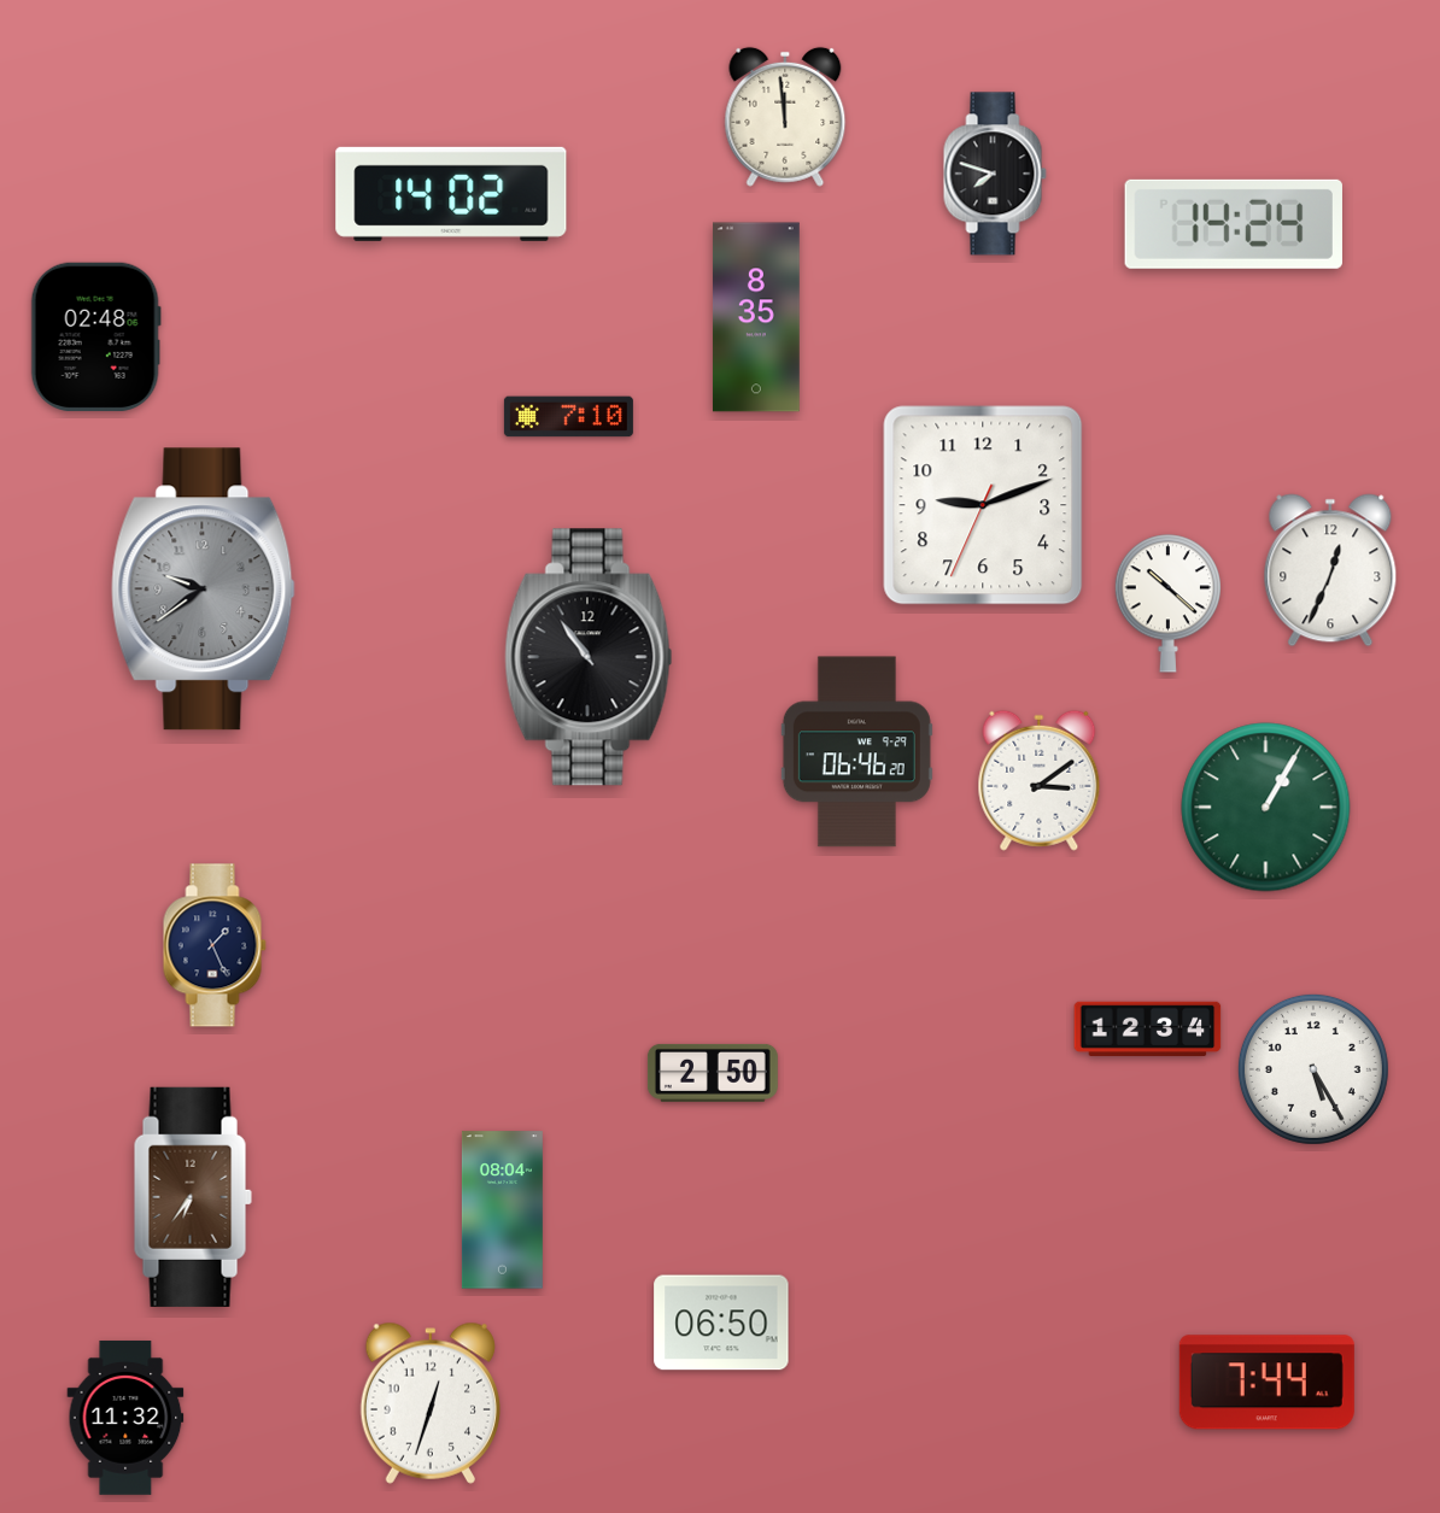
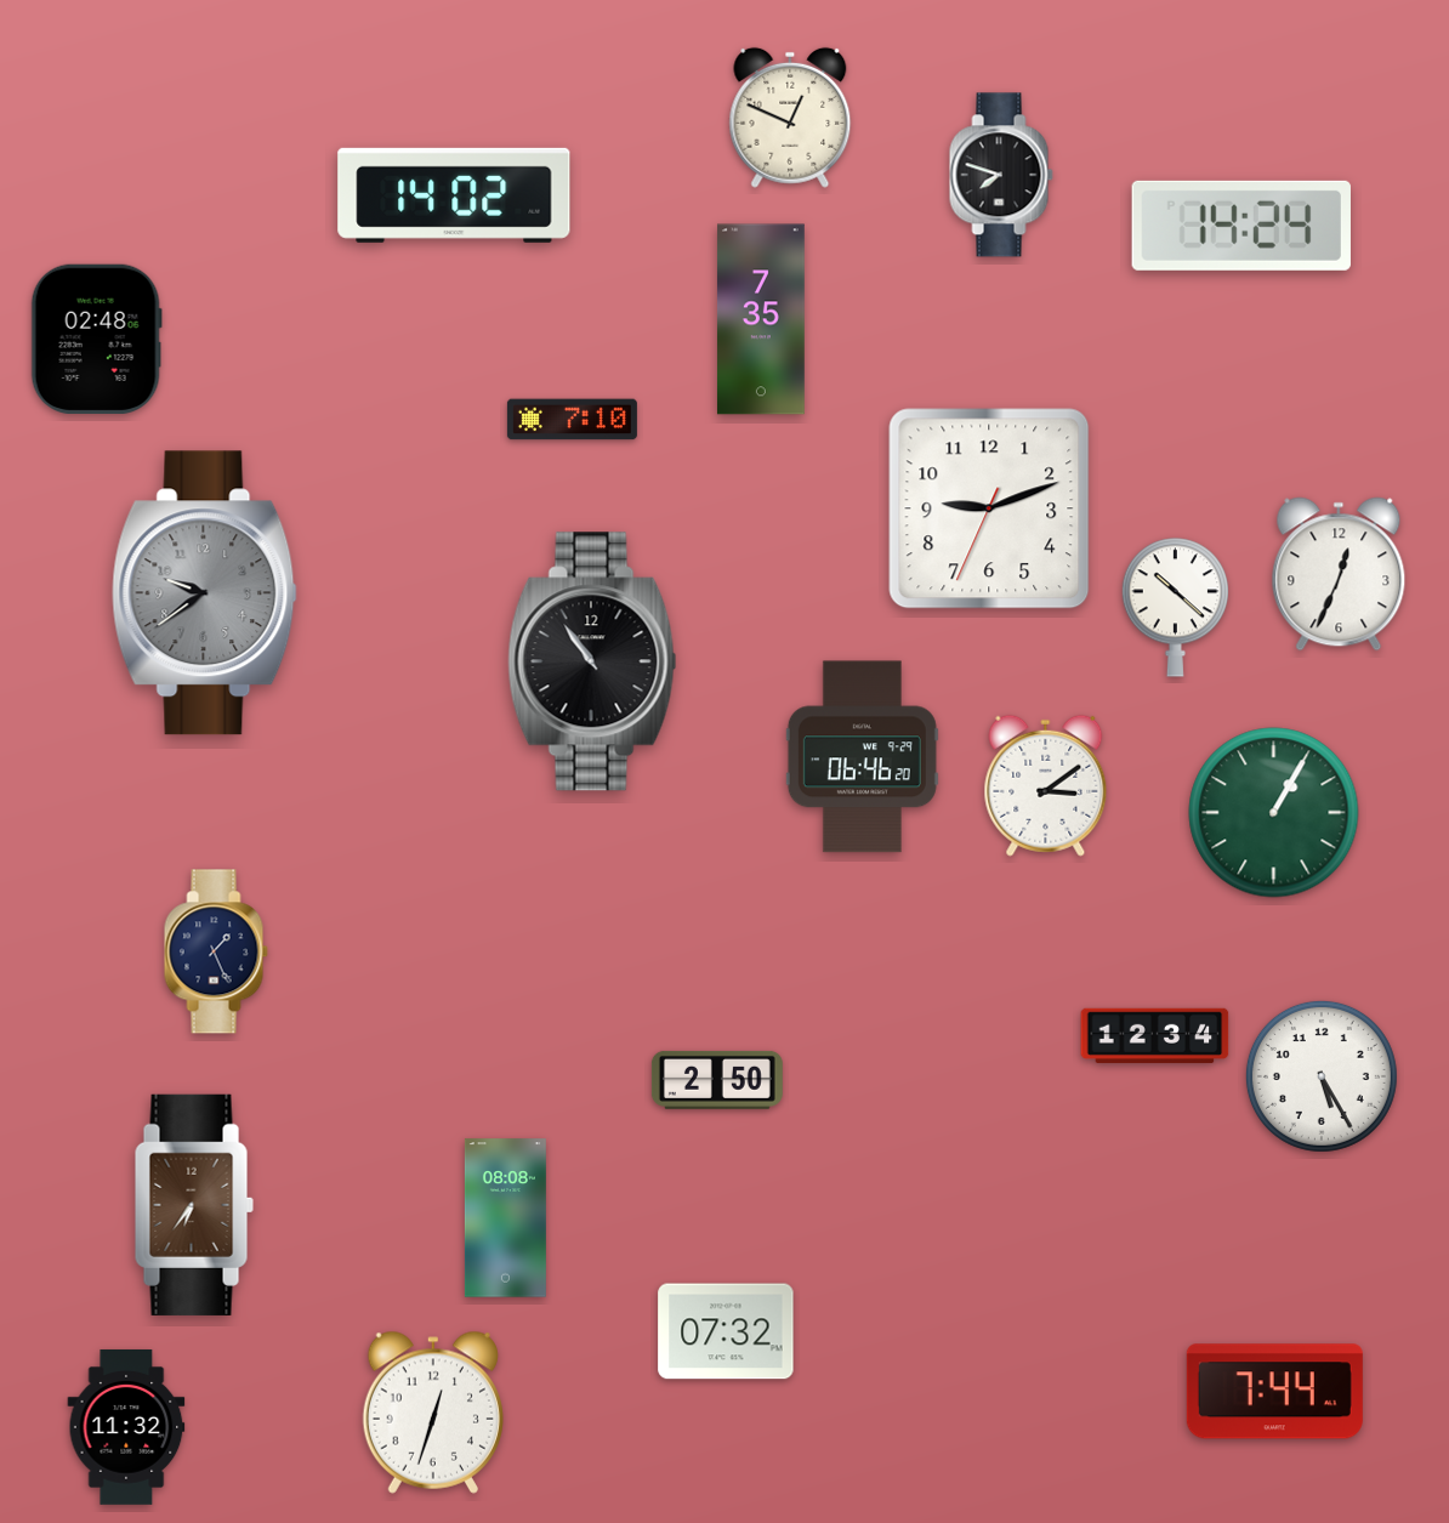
clock at (785, 117): 11:59 -> 12:49
clock at (756, 317): 8:35 -> 7:35
clock at (502, 1210): 08:04 -> 08:08
clock at (721, 1323): 06:50 -> 07:32
